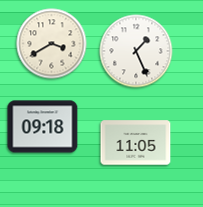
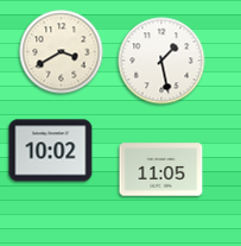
clock at (136, 51): 1:26 -> 1:28
clock at (43, 127): 09:18 -> 10:02
